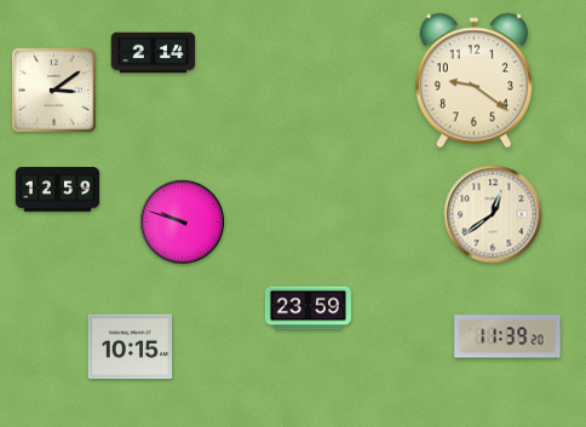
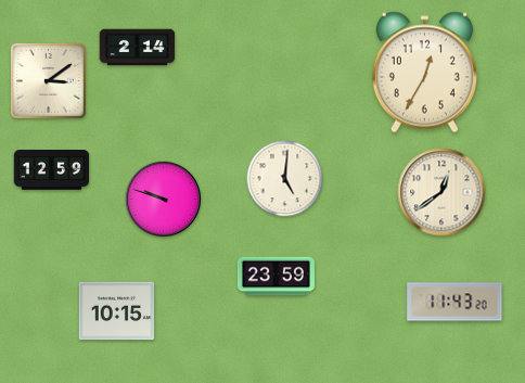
clock at (473, 81): 9:21 -> 12:35
clock at (285, 179): none -> 5:01
clock at (507, 336): 11:39 -> 11:43
